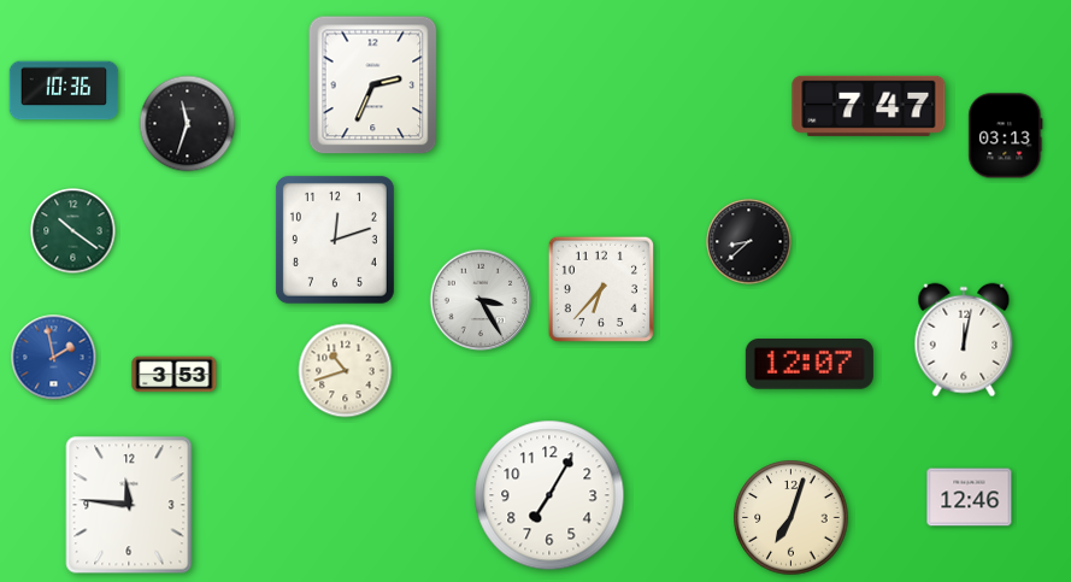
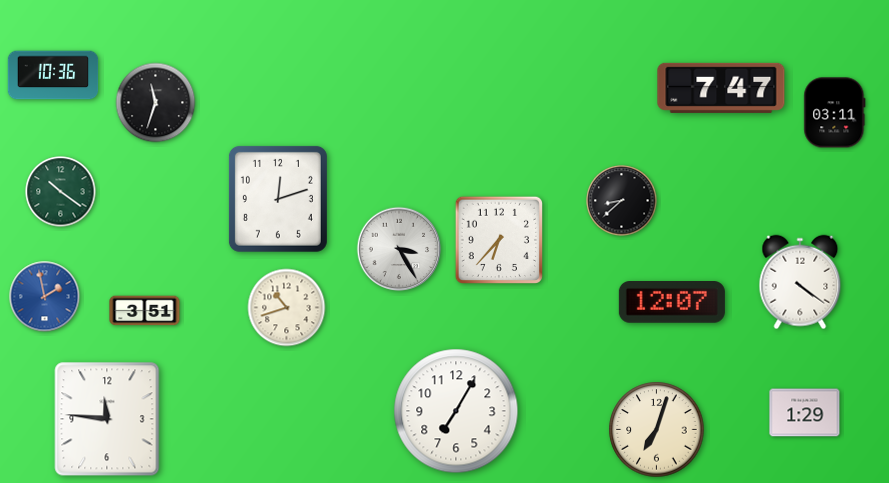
clock at (373, 86): 2:34 -> none
clock at (1006, 136): 03:13 -> 03:11
clock at (964, 340): 12:02 -> 4:21
clock at (175, 375): 3:53 -> 3:51
clock at (970, 498): 12:46 -> 1:29
